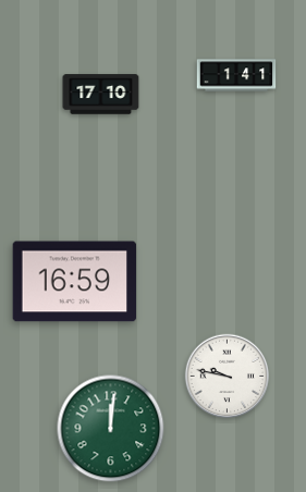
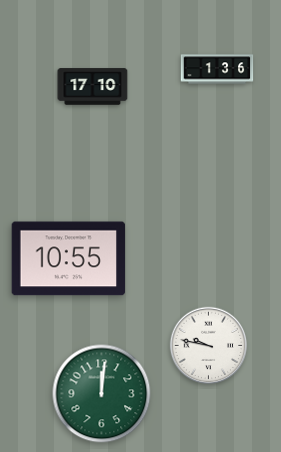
clock at (236, 75): 1:41 -> 1:36
clock at (75, 282): 16:59 -> 10:55
